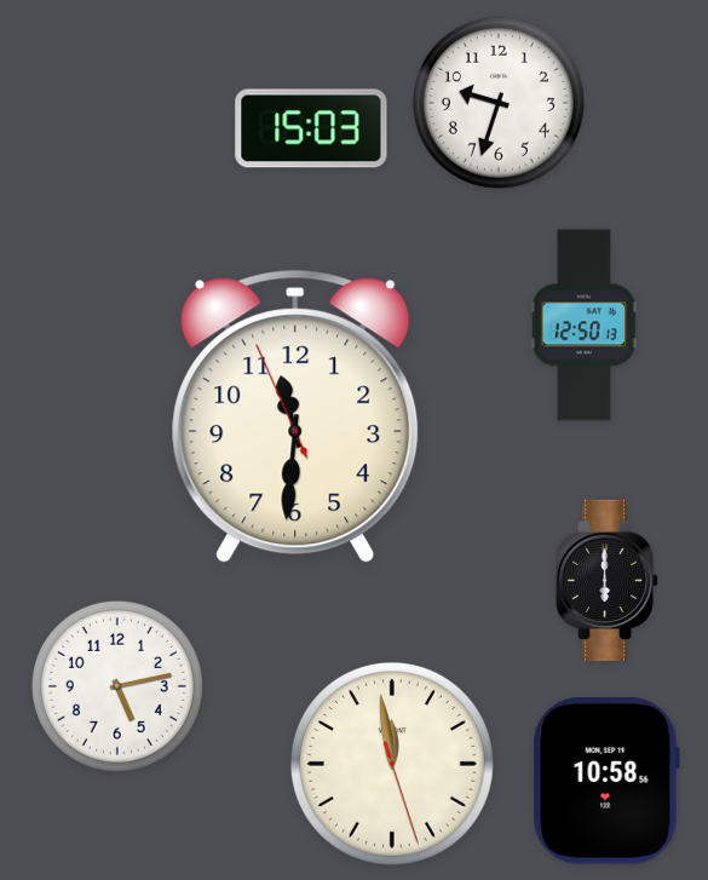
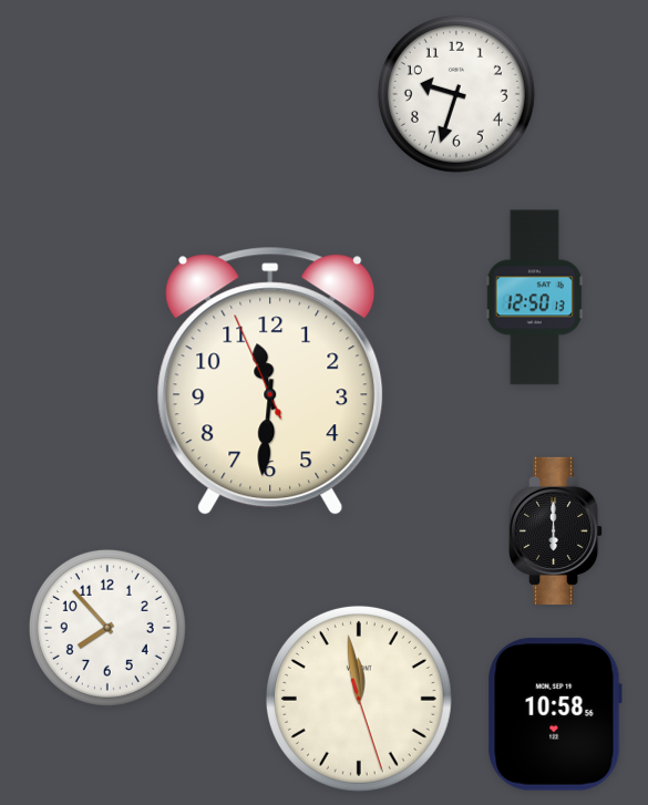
clock at (311, 128): 15:03 -> none
clock at (117, 686): 5:13 -> 7:53
